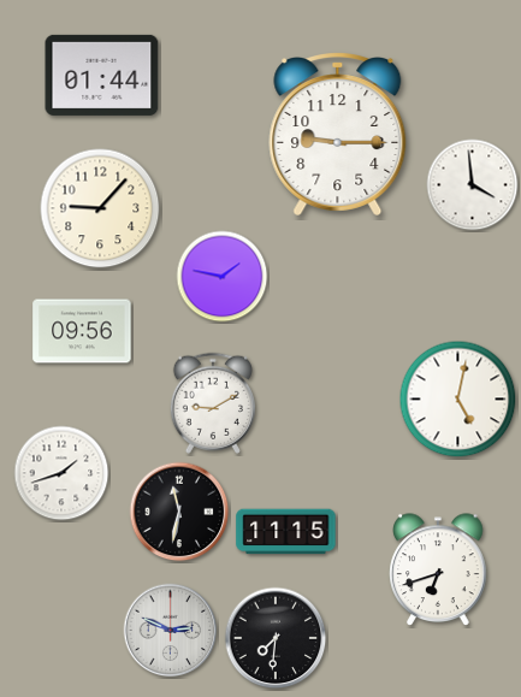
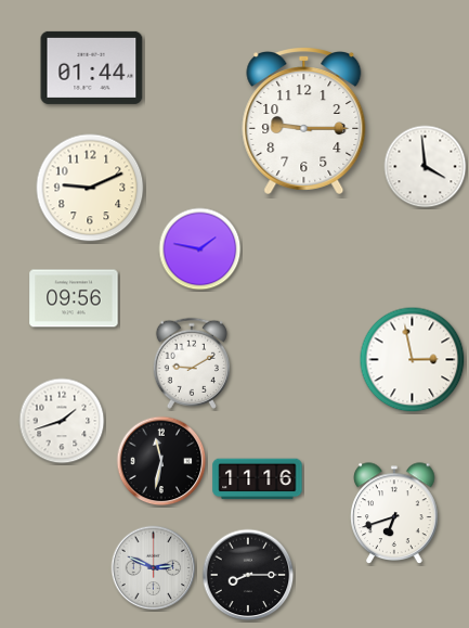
clock at (100, 208): 9:07 -> 9:11
clock at (458, 400): 5:02 -> 2:58
clock at (61, 473) position: (61, 473) -> (62, 421)
clock at (286, 532): 11:15 -> 11:16
clock at (276, 638): 7:31 -> 8:15
